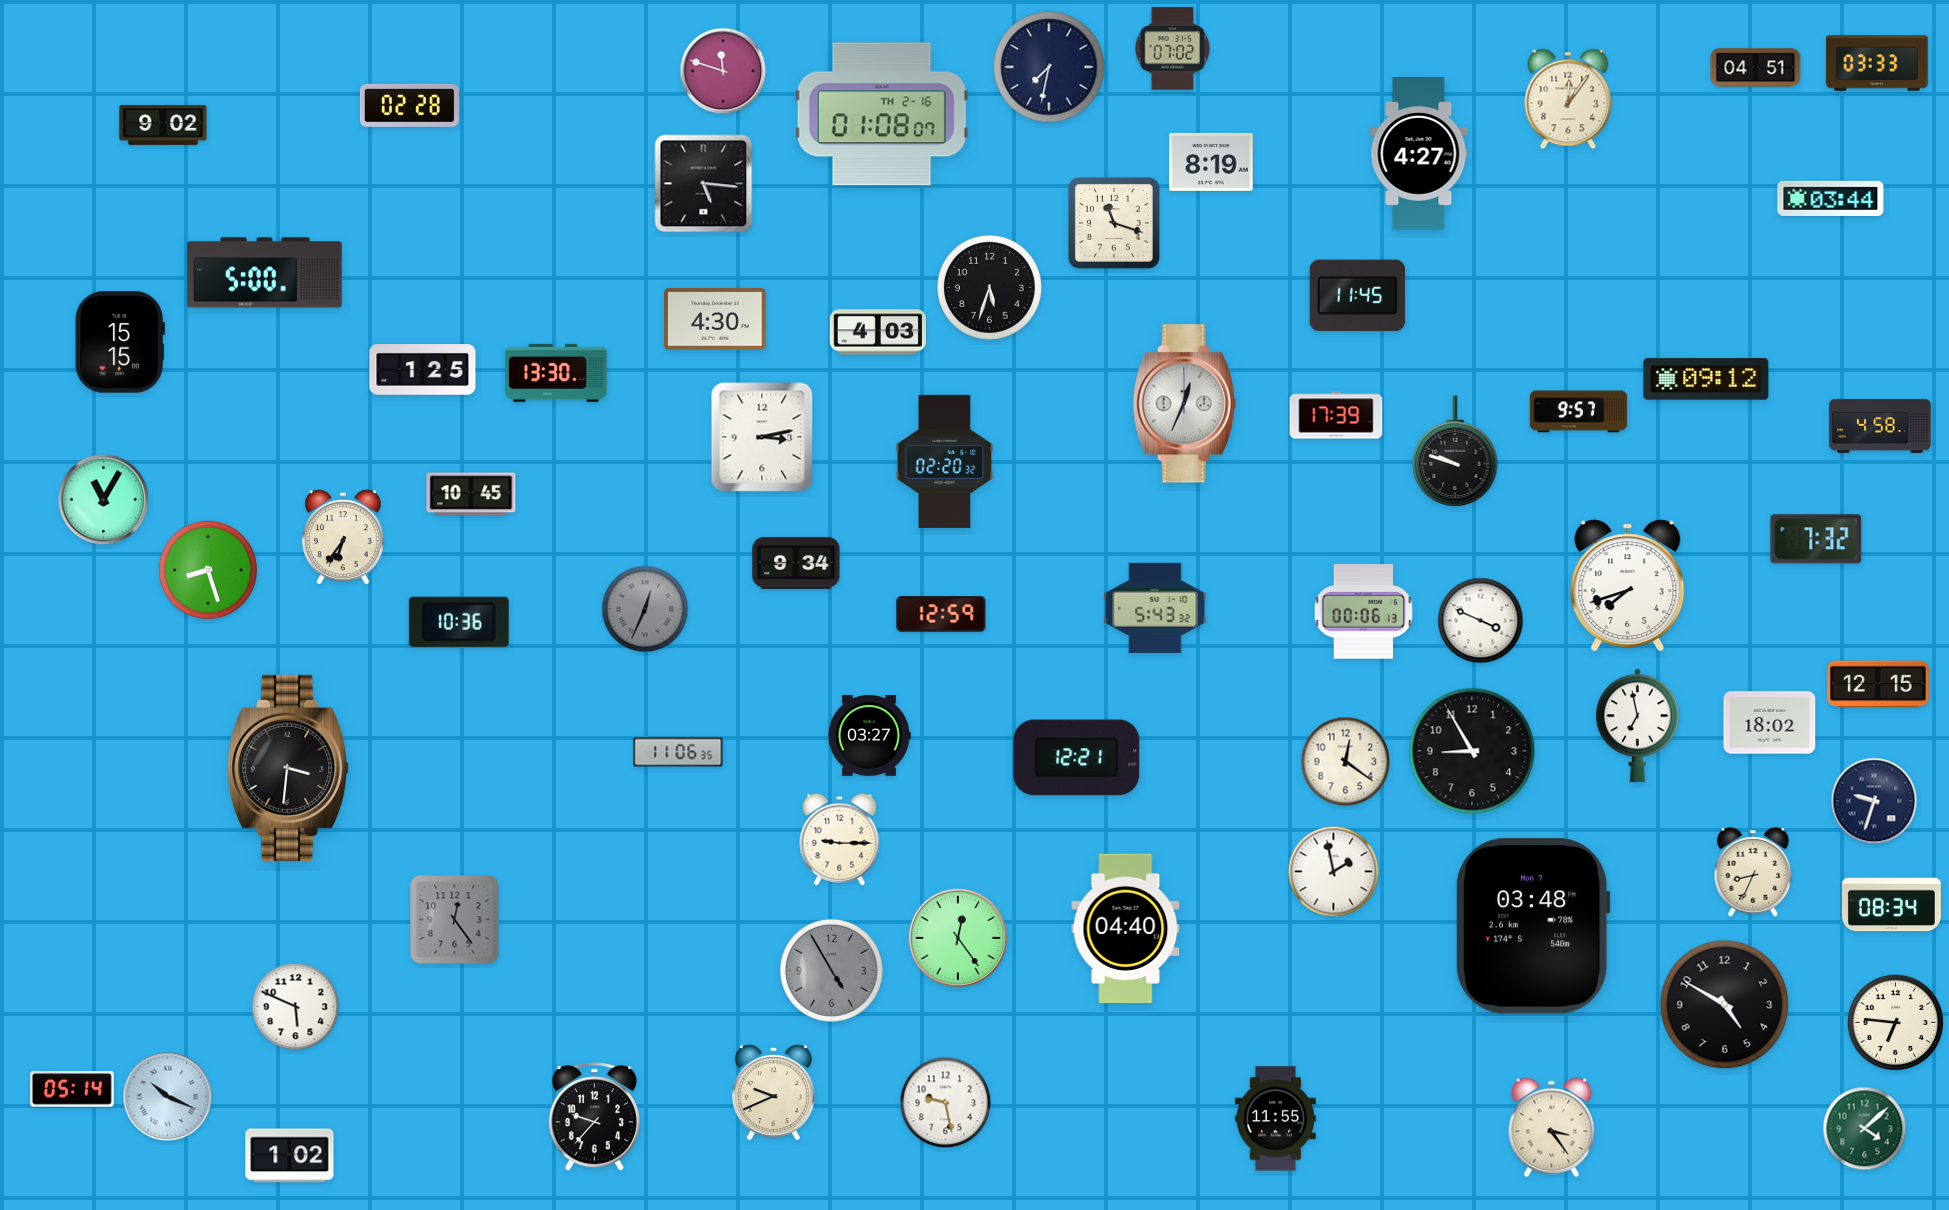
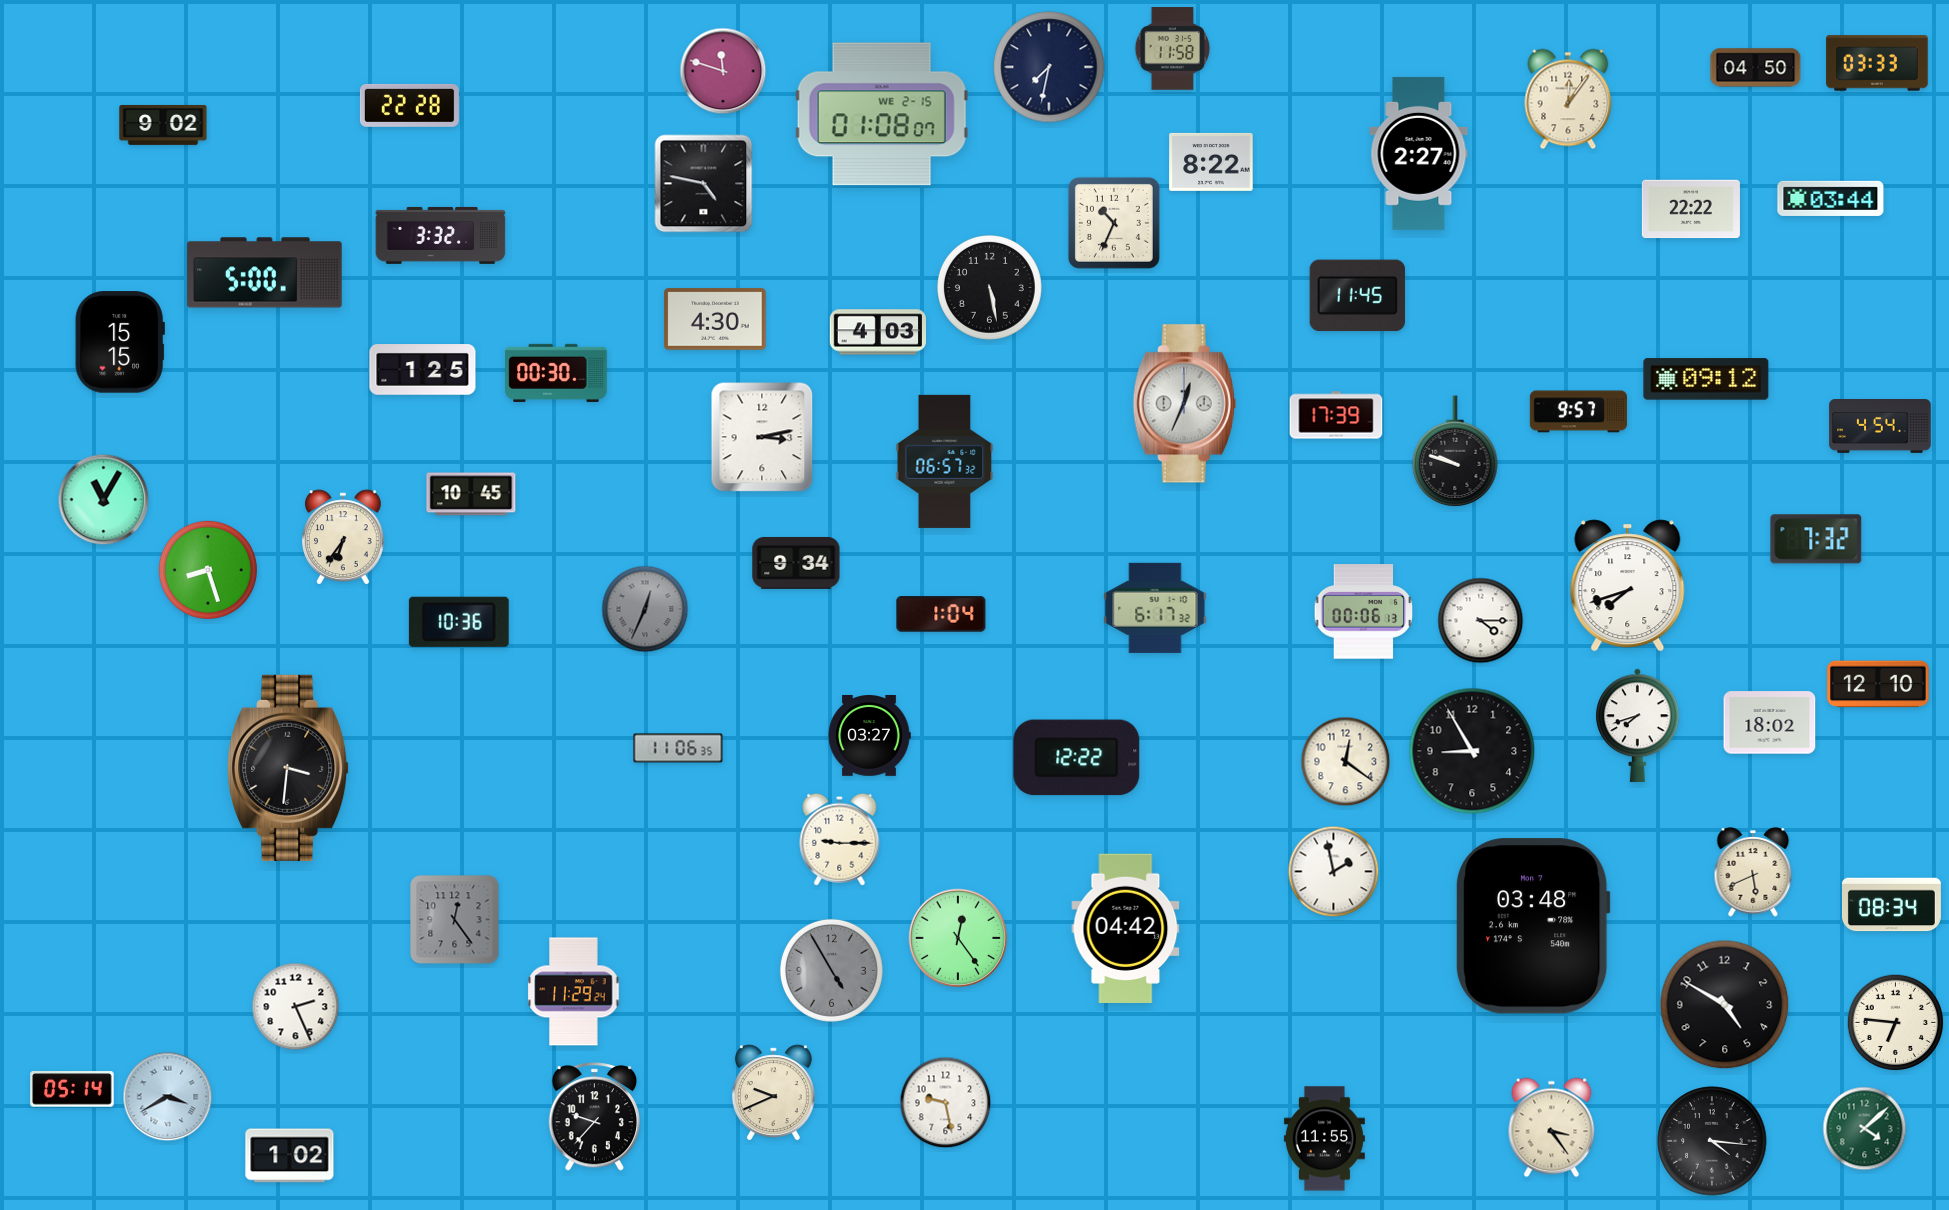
clock at (1173, 49): 07:02 -> 11:58
clock at (1756, 68): 04:51 -> 04:50
clock at (409, 105): 02:28 -> 22:28
clock at (882, 114) date: TH 2-16 -> WE 2-15
clock at (1419, 153): 4:27 -> 2:27
clock at (1211, 162): 8:19 -> 8:22
clock at (704, 184): 5:16 -> 4:47
clock at (1691, 209): none -> 22:22
clock at (1114, 223): 11:18 -> 10:34
clock at (441, 235): none -> 3:32
clock at (990, 288): 5:33 -> 5:28
clock at (556, 373): 13:30 -> 00:30
clock at (1880, 427): 4:58 -> 4:54
clock at (945, 461): 02:20 -> 06:57
clock at (1155, 608): 5:43 -> 6:17
clock at (941, 614): 12:59 -> 1:04
clock at (1481, 621): 3:49 -> 4:15
clock at (1878, 684): 12:15 -> 12:10
clock at (1638, 726): 6:58 -> 7:42
clock at (678, 752) position: (678, 752) -> (678, 748)
clock at (1077, 758): 12:21 -> 12:22
clock at (1874, 801): 9:33 -> none
clock at (1753, 873): 8:34 -> 5:41
clock at (1126, 928): 04:40 -> 04:42
clock at (574, 992): none -> 11:29
clock at (296, 1007): 5:49 -> 2:26
clock at (168, 1097): 10:19 -> 3:40
clock at (1275, 1119) position: (1275, 1119) -> (1324, 1139)
clock at (1712, 1141): none -> 4:16
